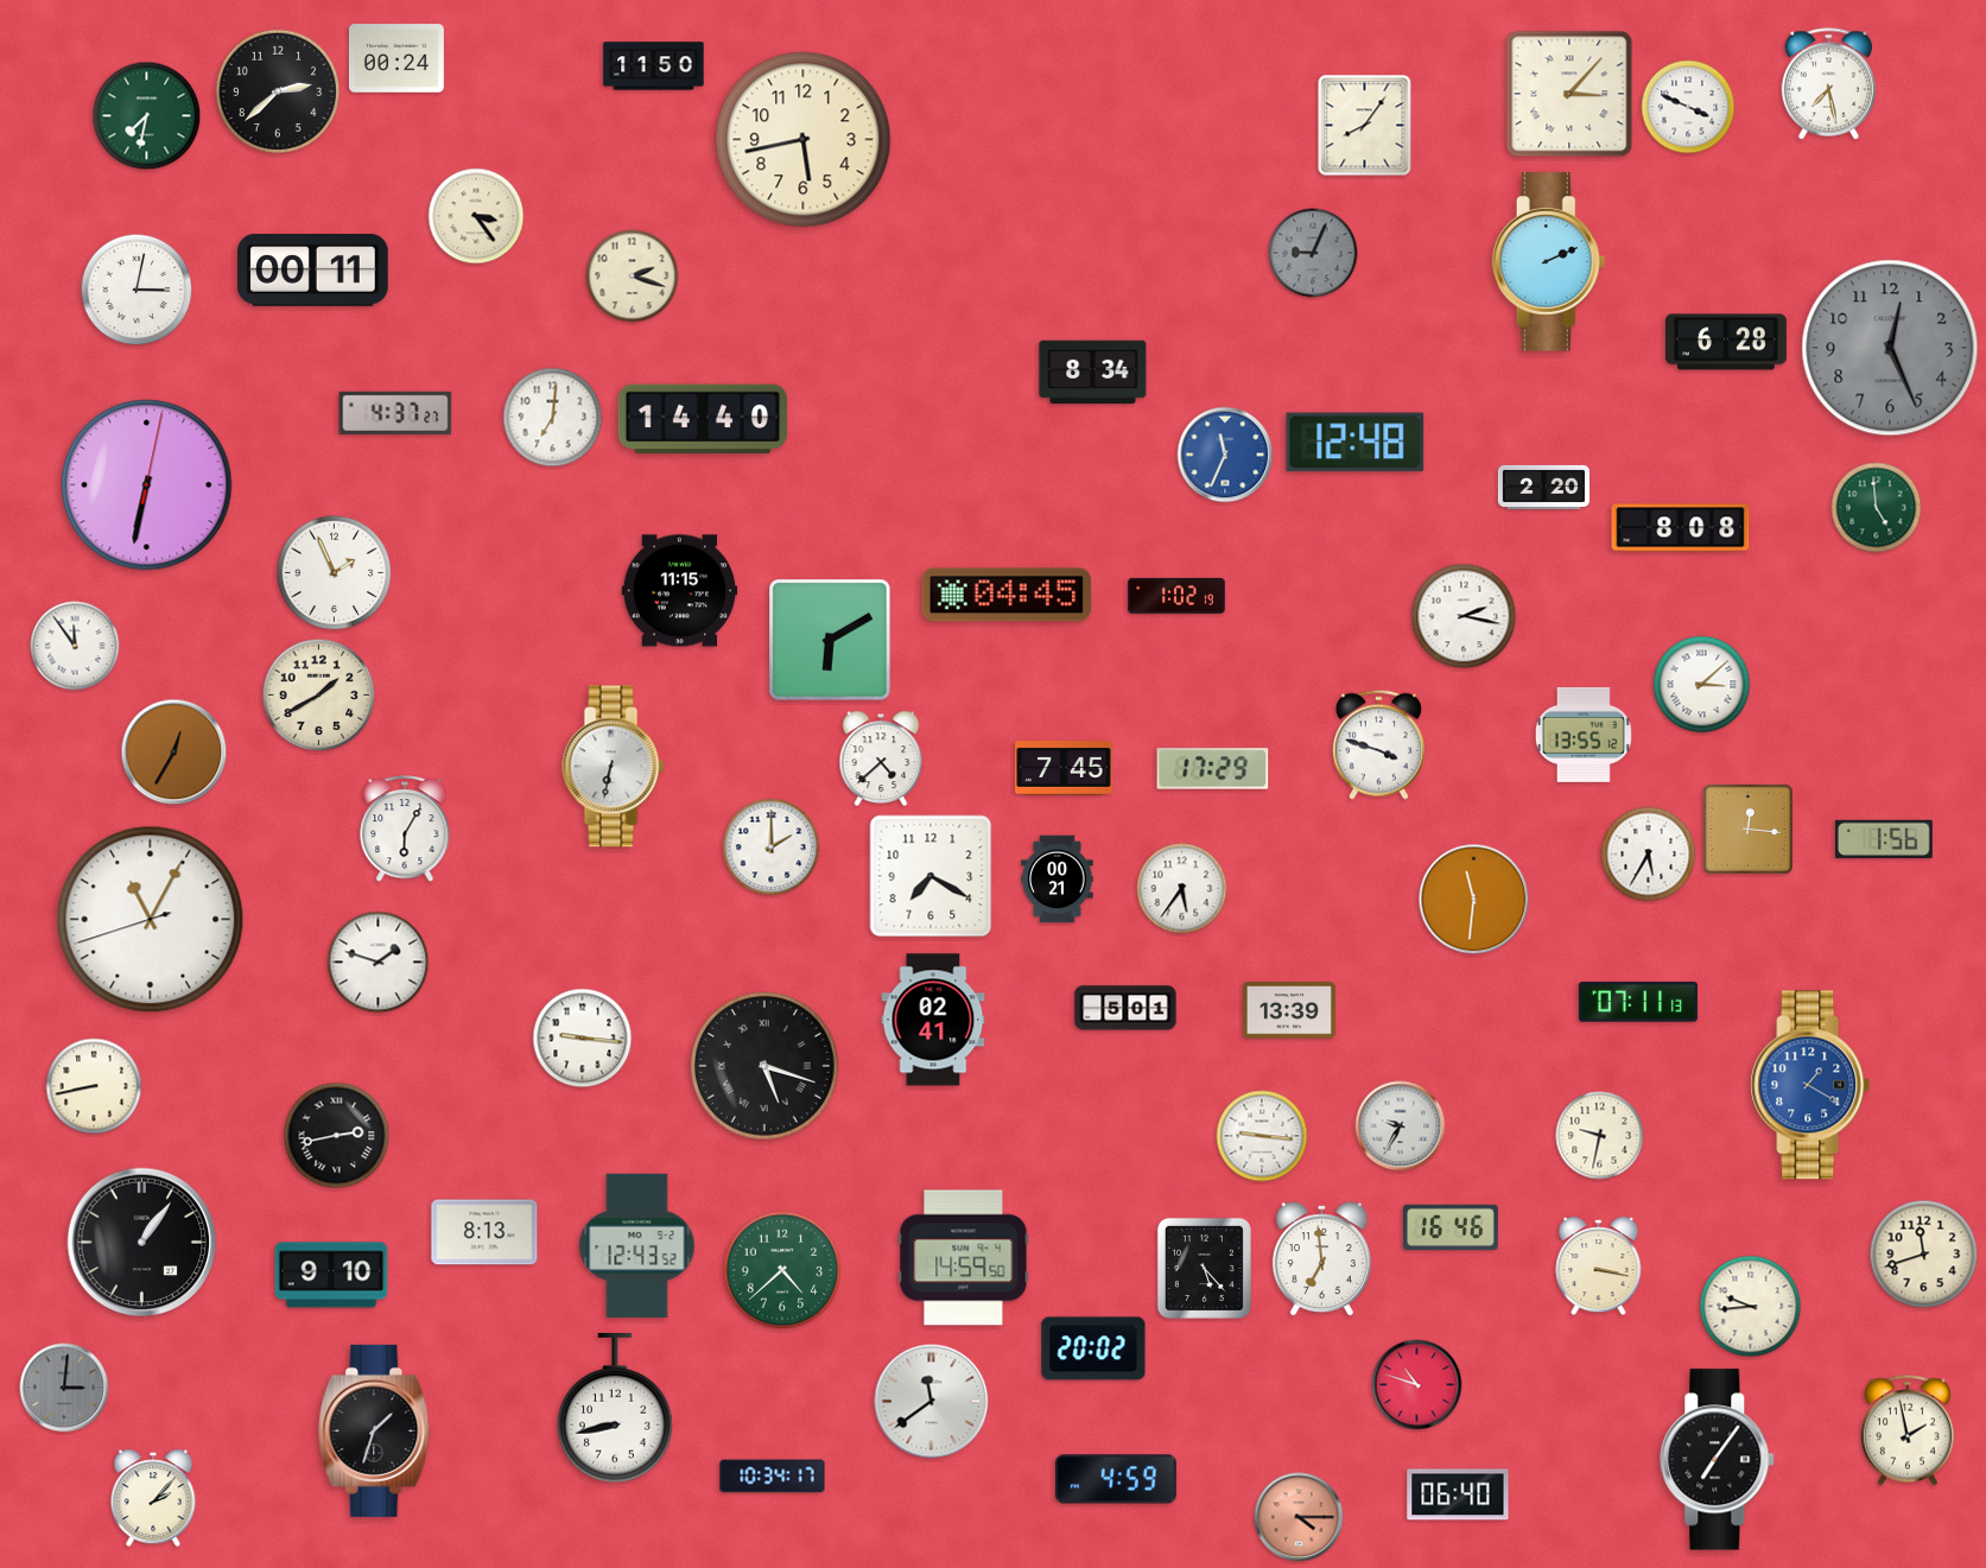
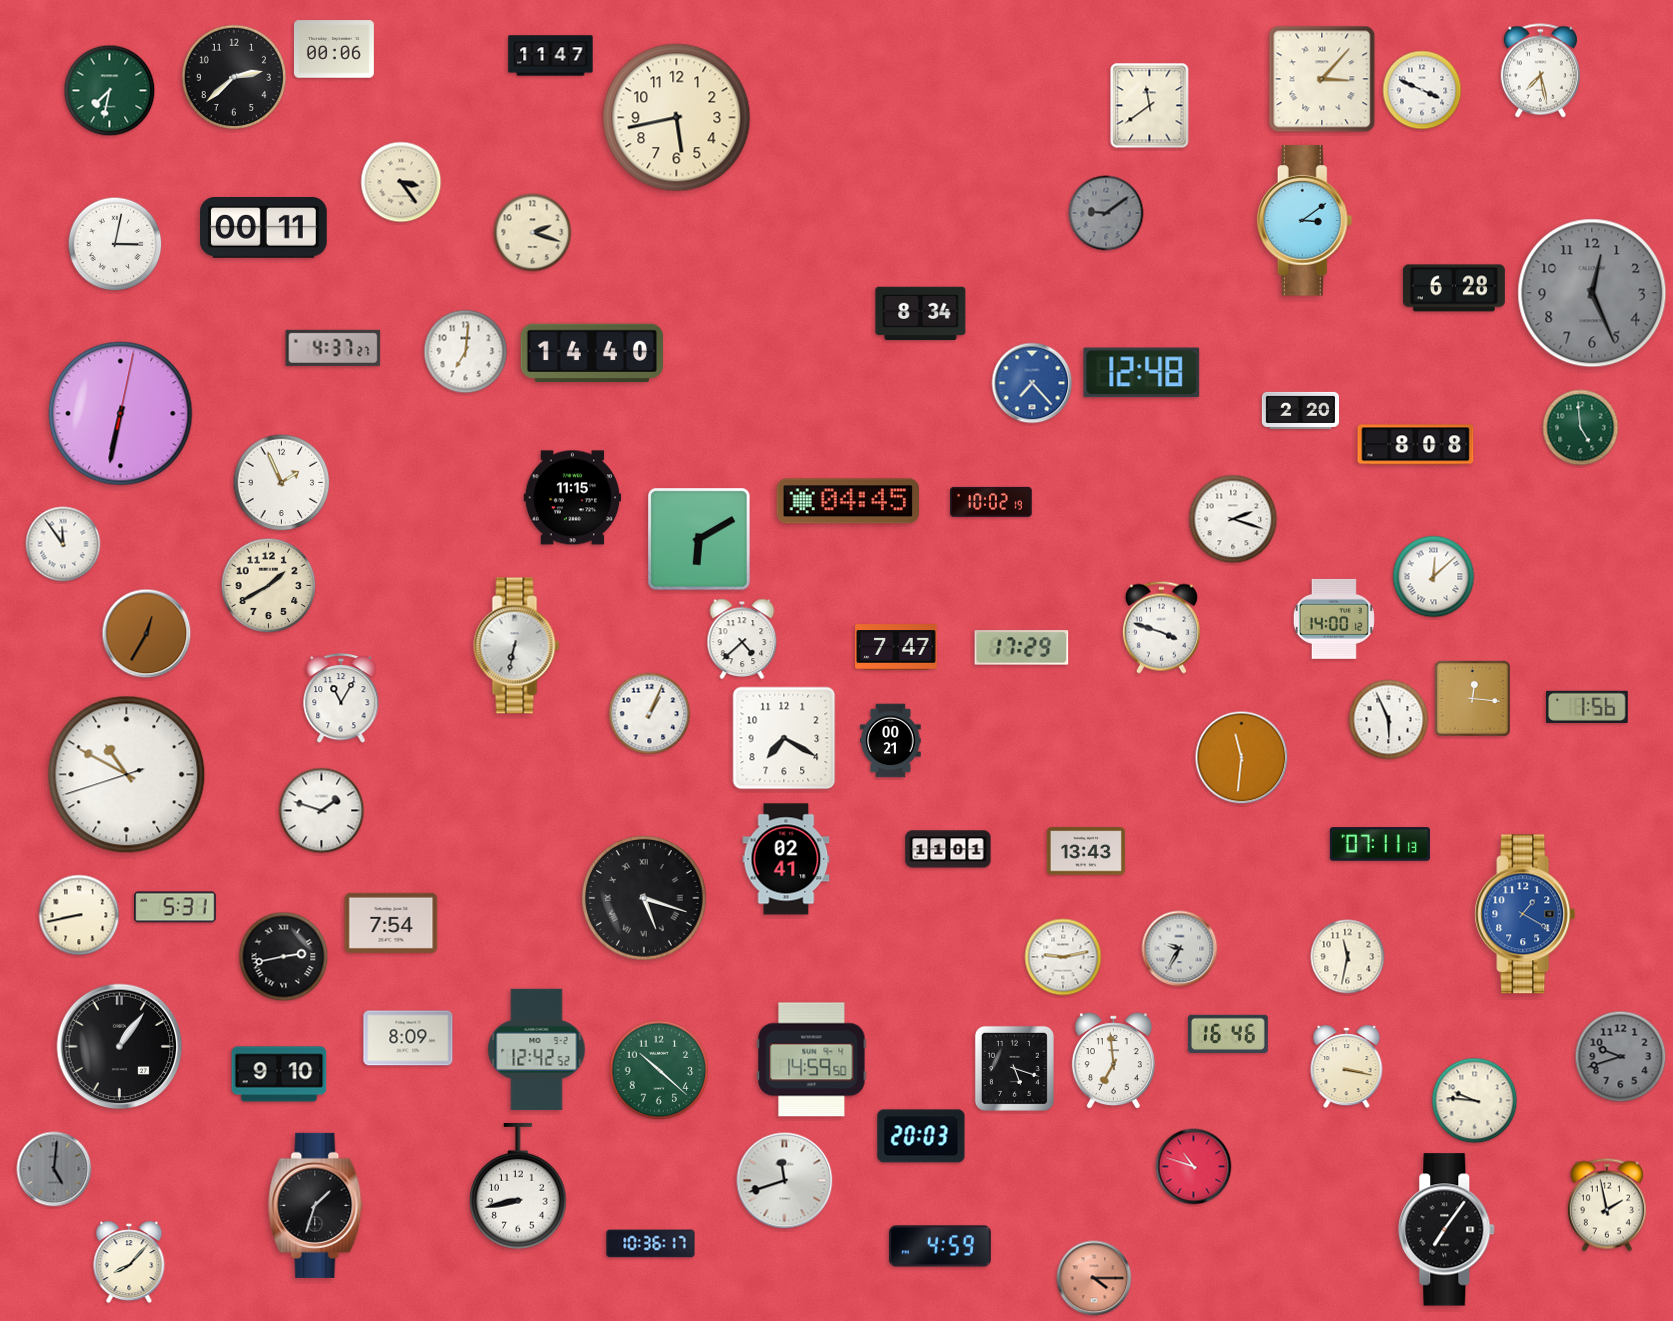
clock at (396, 58): 00:24 -> 00:06
clock at (654, 66): 11:50 -> 11:47
clock at (147, 116) position: (147, 116) -> (110, 91)
clock at (1365, 126): 8:06 -> 11:39
clock at (1313, 253): 9:04 -> 9:09
clock at (1549, 262): 2:11 -> 3:09
clock at (1225, 455): 11:34 -> 7:23
clock at (147, 485) position: (147, 485) -> (121, 414)
clock at (1176, 596): 1:02 -> 10:02
clock at (1464, 616): 2:17 -> 2:18
clock at (1702, 685): 3:08 -> 12:08
clock at (1584, 735): 13:55 -> 14:00
clock at (1064, 768): 7:45 -> 7:47
clock at (405, 830): 6:05 -> 11:05
clock at (772, 848): 2:00 -> 1:04
clock at (1649, 855): 5:35 -> 5:56
clock at (1182, 889): 5:36 -> none
clock at (151, 920): 11:04 -> 10:49
clock at (379, 963) position: (379, 963) -> (322, 811)
clock at (1125, 1008): 5:01 -> 11:01
clock at (1289, 1010): 13:39 -> 13:43
clock at (583, 1039): 9:16 -> none
clock at (175, 907): none -> 5:31
clock at (391, 923): none -> 7:54
clock at (1262, 1136): 9:16 -> 9:13
clock at (1600, 1136): 9:32 -> 11:32
clock at (1451, 1226) position: (1451, 1226) -> (1228, 1033)
clock at (484, 1232): 8:13 -> 8:09
clock at (637, 1245): 12:43 -> 12:42
clock at (1924, 1255): 11:42 -> 9:42
clock at (1924, 1255) dial: cream -> grey
clock at (1204, 1268): 5:23 -> 5:18
clock at (782, 1270): 4:38 -> 10:22
clock at (1751, 1307): 9:44 -> 9:46
clock at (1093, 1348): 20:02 -> 20:03
clock at (64, 1388): 3:01 -> 5:01
clock at (932, 1402): 11:39 -> 11:42
clock at (773, 1477): 10:34 -> 10:36
clock at (1458, 1494): 06:40 -> none
clock at (153, 1498): 2:07 -> 8:07
